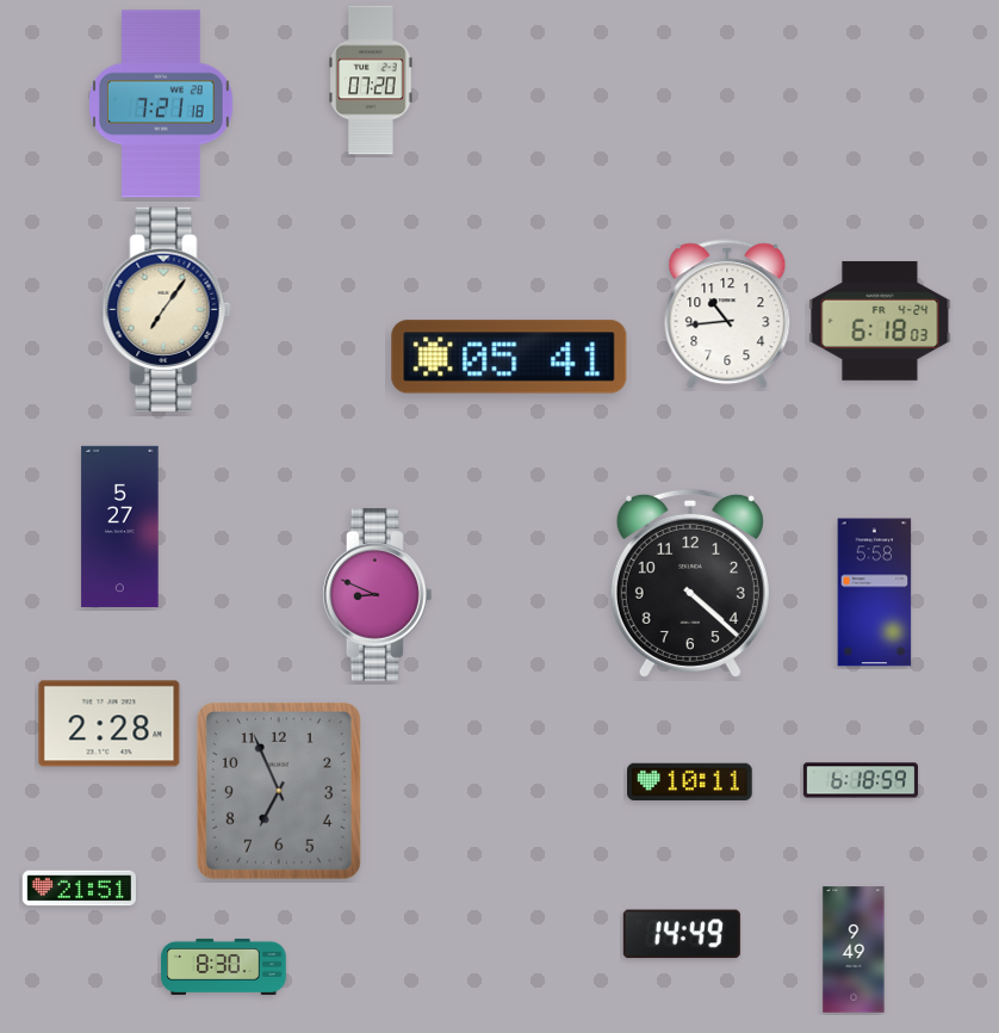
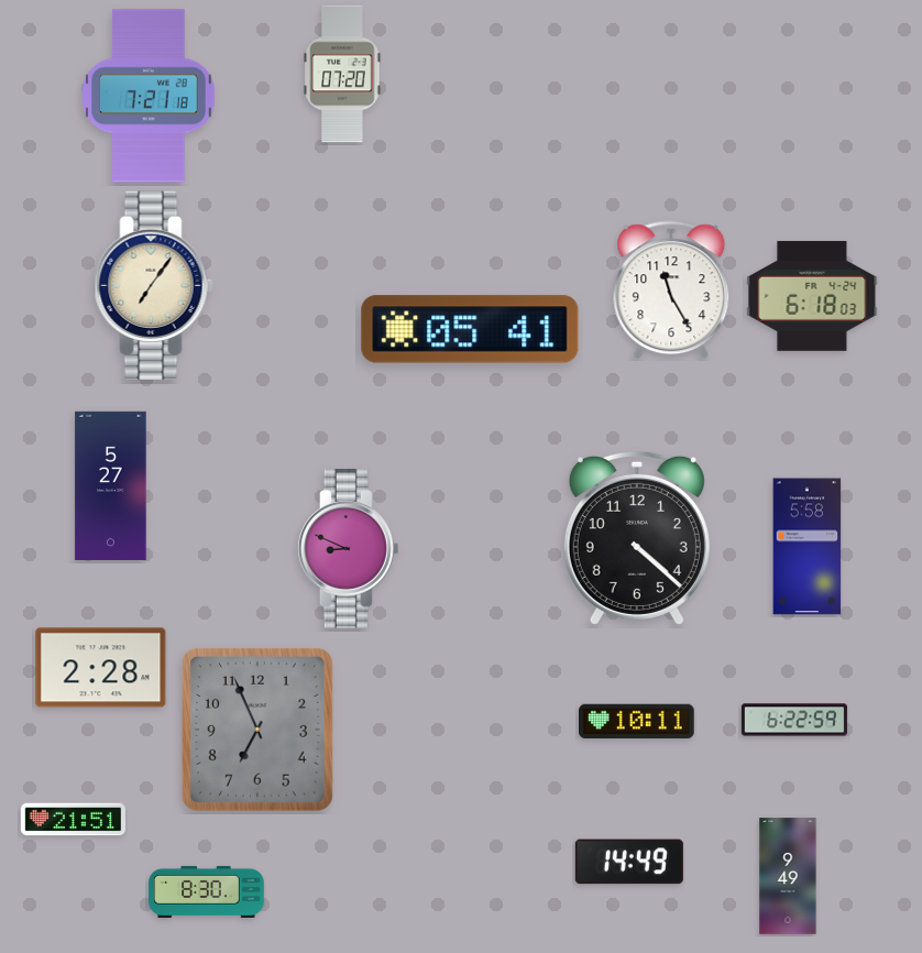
clock at (727, 315): 10:44 -> 11:25
clock at (860, 780): 6:18 -> 6:22
